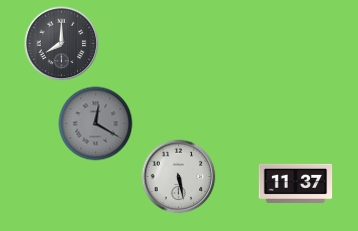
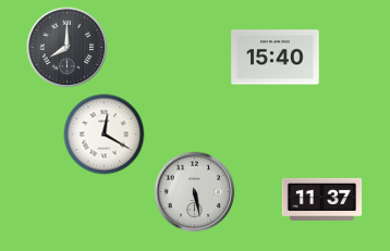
clock at (276, 58): none -> 15:40
clock at (96, 124) dial: grey -> white
